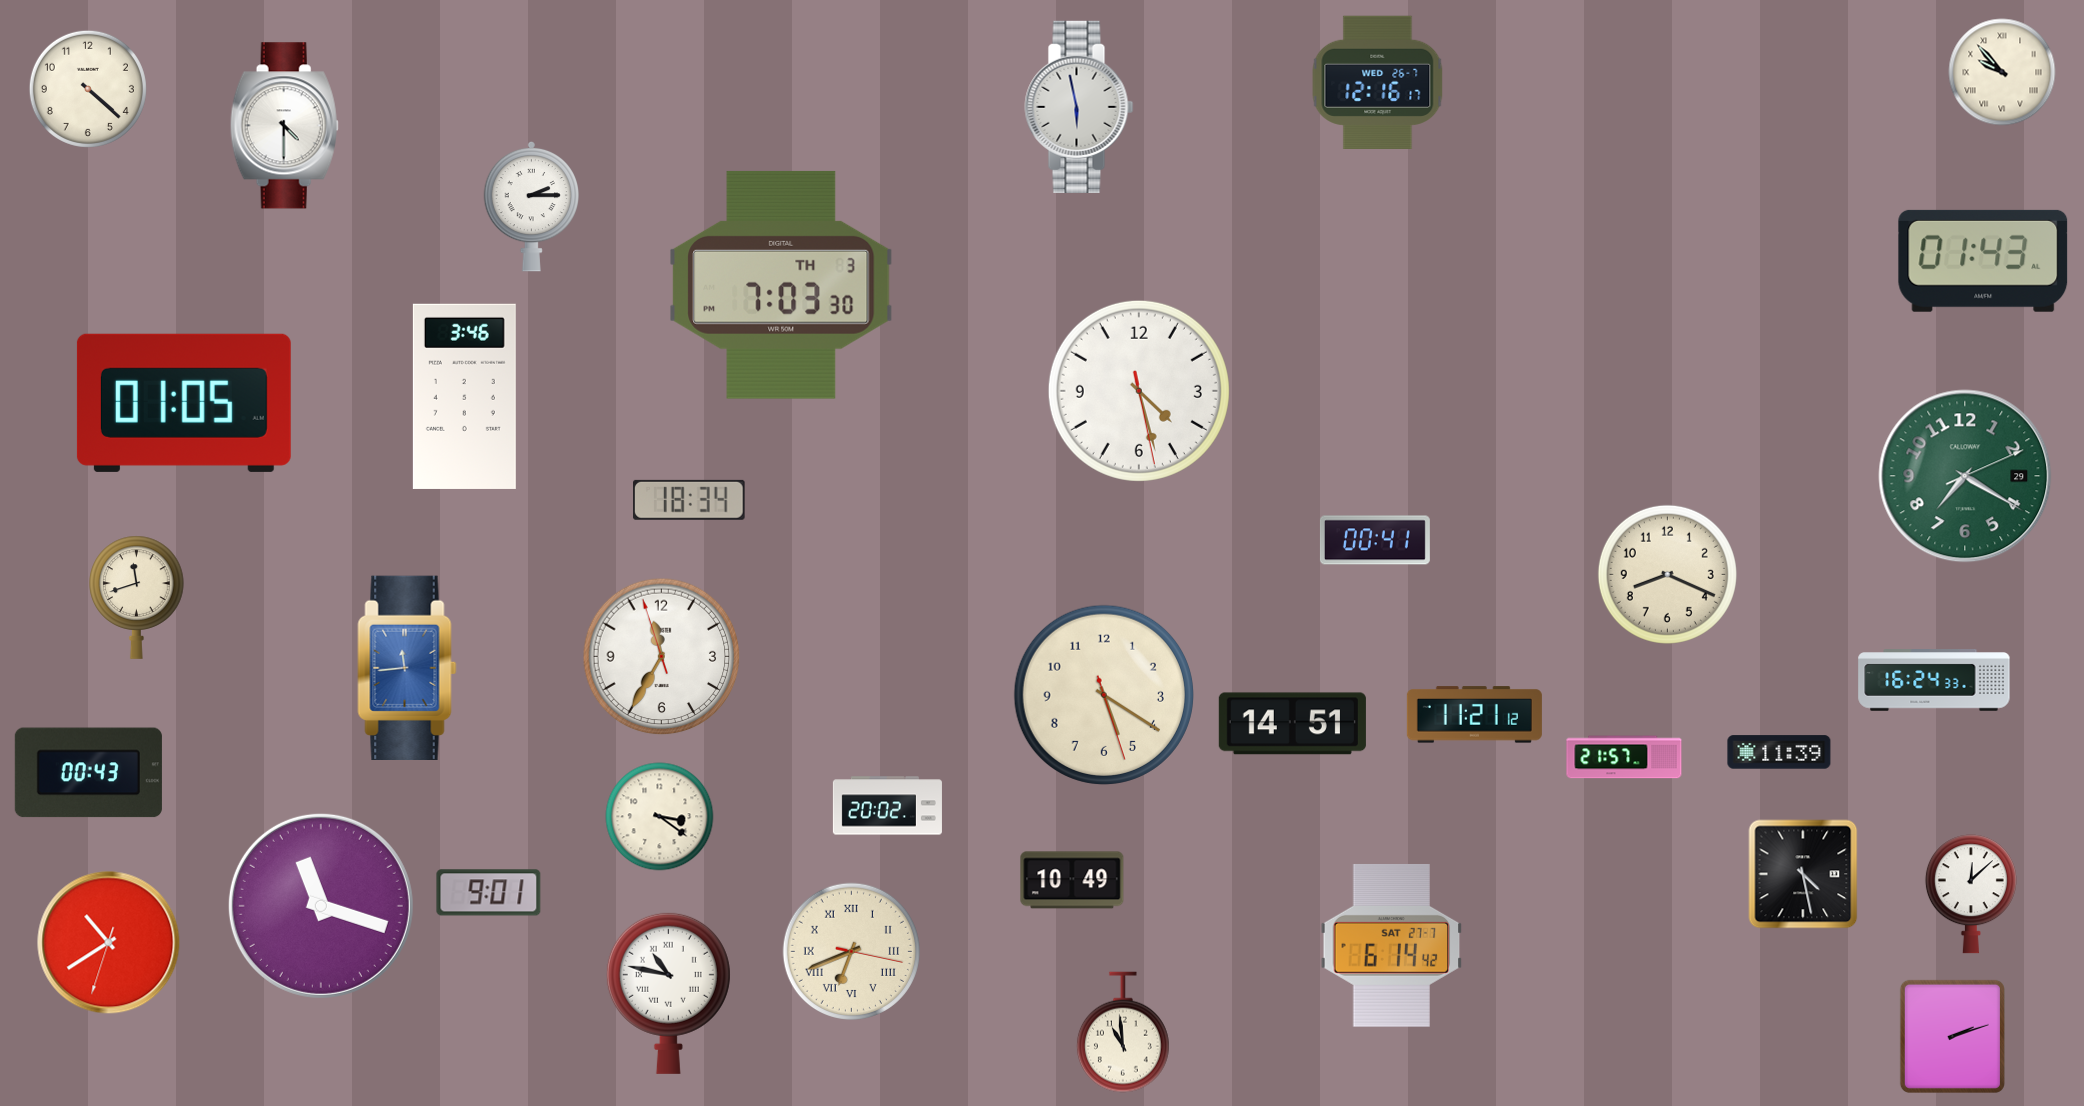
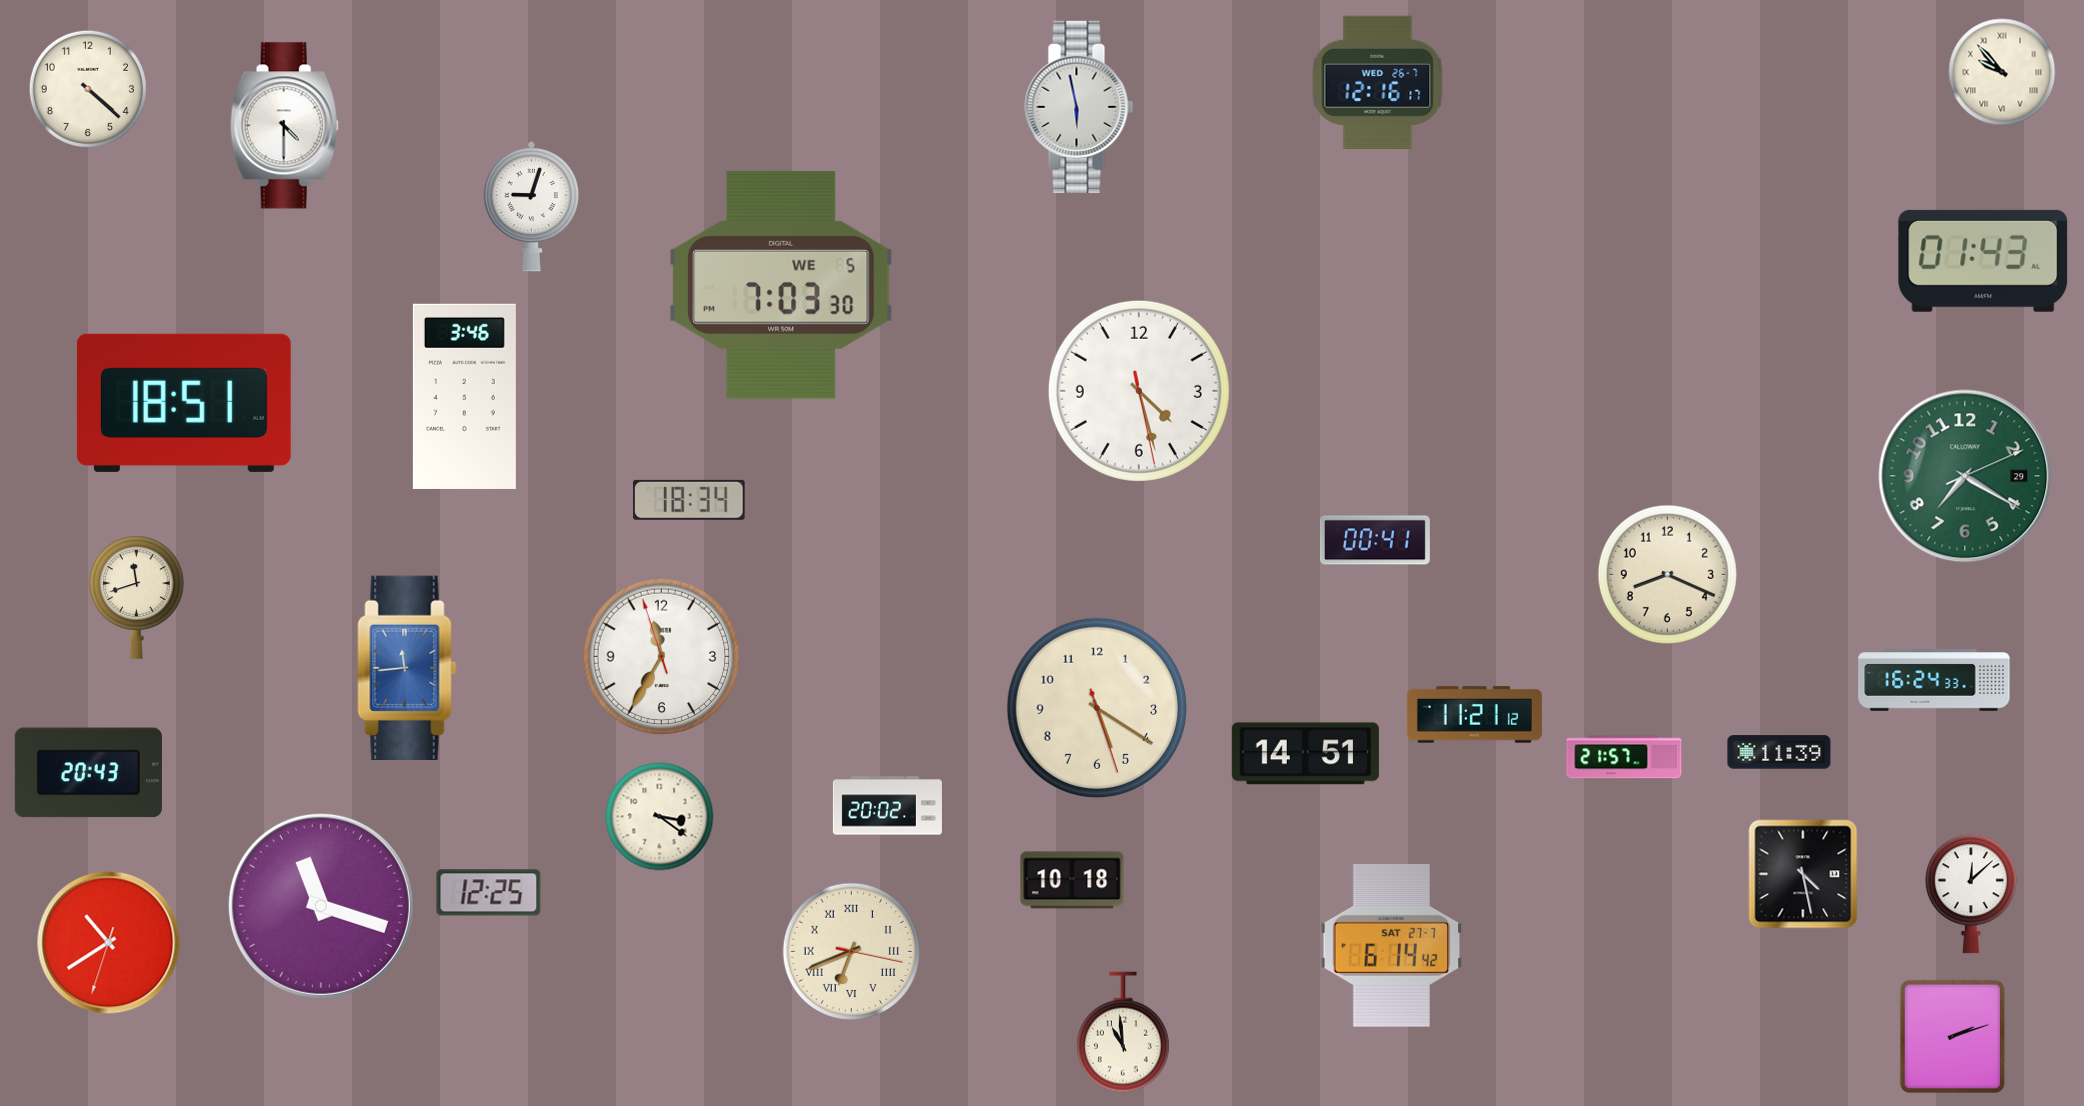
clock at (531, 206): 2:15 -> 9:03
clock at (781, 285) date: TH 3 -> WE 5
clock at (184, 403): 01:05 -> 18:51
clock at (1104, 695) position: (1104, 695) -> (1097, 708)
clock at (1292, 724) position: (1292, 724) -> (1305, 754)
clock at (88, 773): 00:43 -> 20:43
clock at (1072, 880): 10:49 -> 10:18
clock at (489, 893): 9:01 -> 12:25
clock at (668, 993): 10:47 -> none
